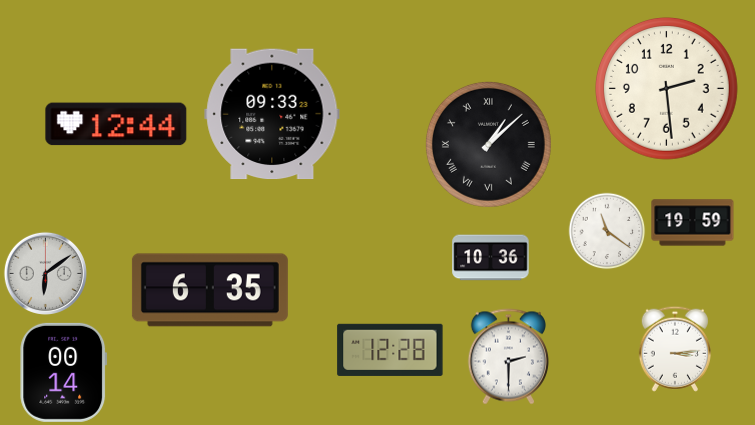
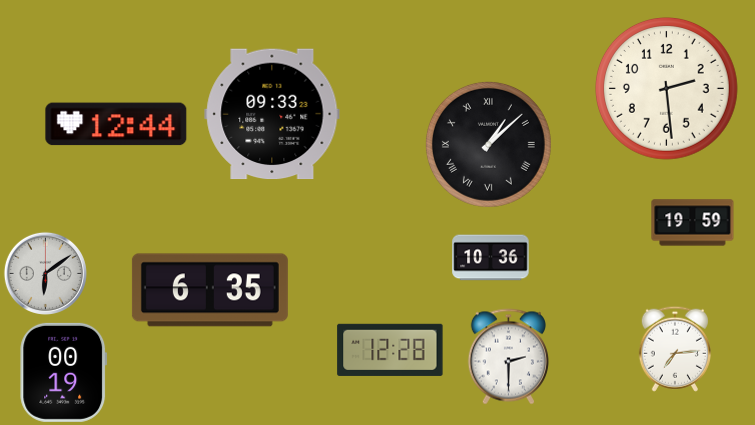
clock at (607, 231): 11:21 -> none
clock at (675, 349): 3:14 -> 7:14
clock at (64, 372): 00:14 -> 00:19
